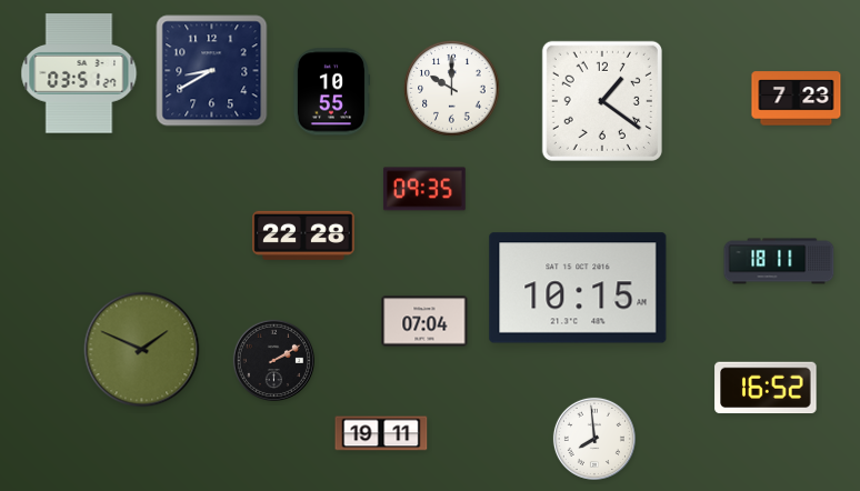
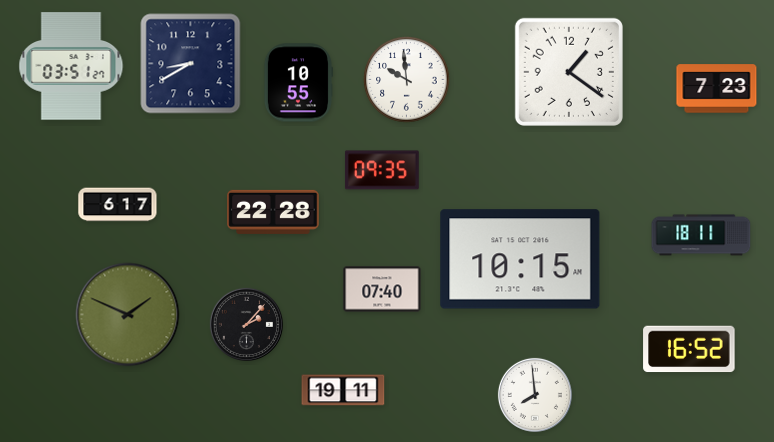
clock at (452, 89): 10:00 -> 9:59
clock at (602, 101) position: (602, 101) -> (569, 72)
clock at (118, 205): none -> 6:17
clock at (424, 321): 07:04 -> 07:40
clock at (273, 360): 2:10 -> 2:07
